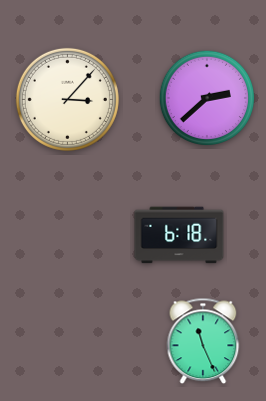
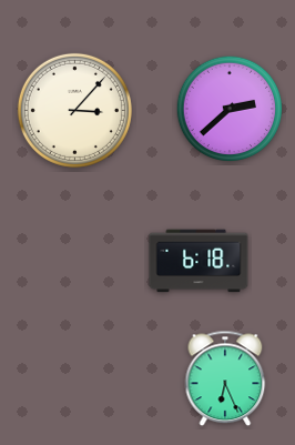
clock at (203, 341): 11:26 -> 6:26
